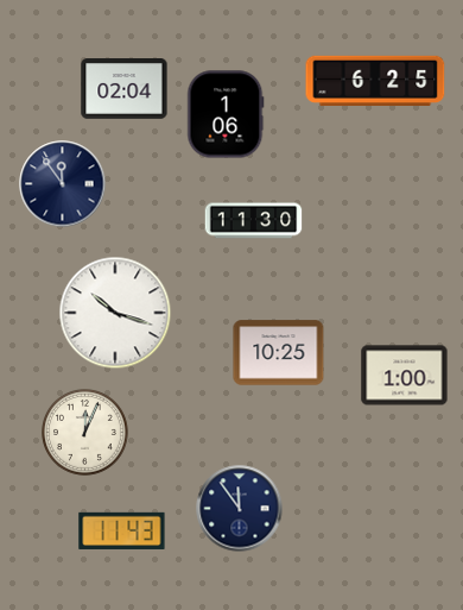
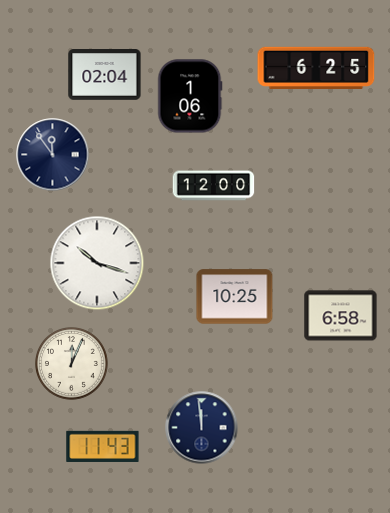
clock at (254, 221): 11:30 -> 12:00
clock at (405, 376): 1:00 -> 6:58
clock at (240, 509): 11:54 -> 11:59
